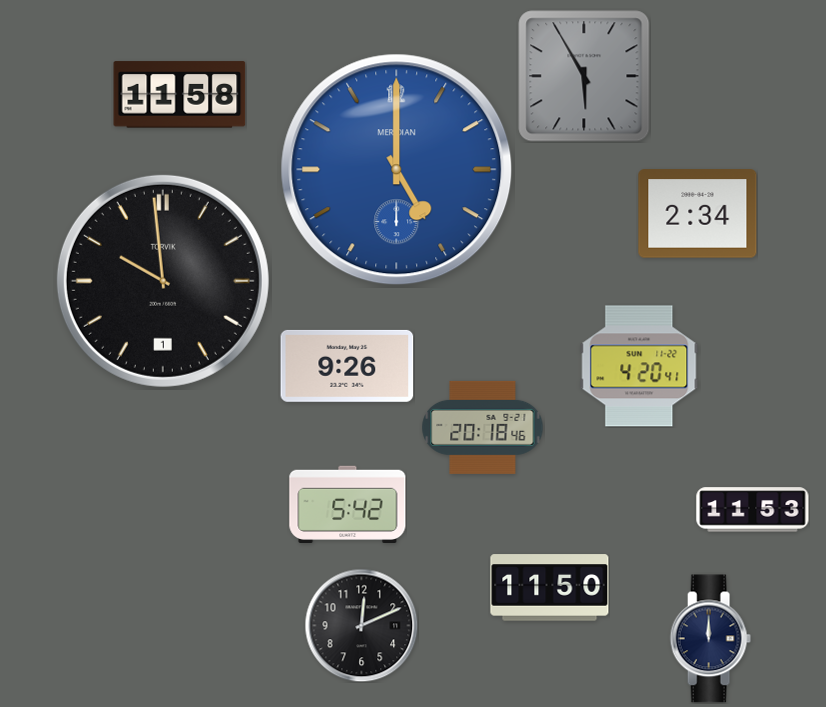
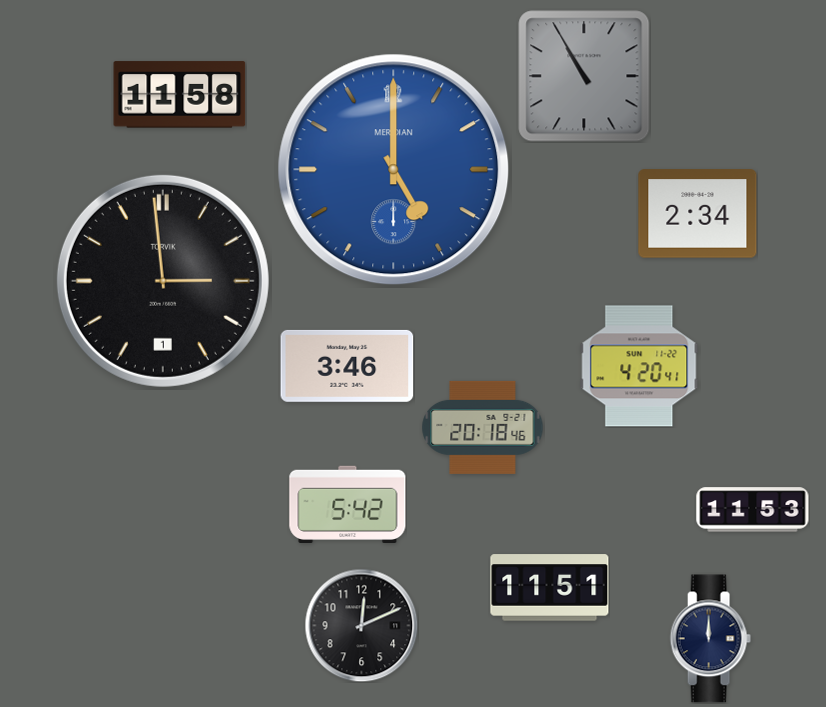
clock at (584, 76): 5:55 -> 10:55
clock at (397, 170) position: (397, 170) -> (394, 170)
clock at (163, 281): 9:59 -> 2:59
clock at (347, 366): 9:26 -> 3:46
clock at (550, 588): 11:50 -> 11:51
